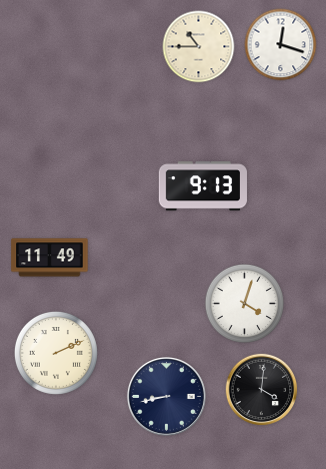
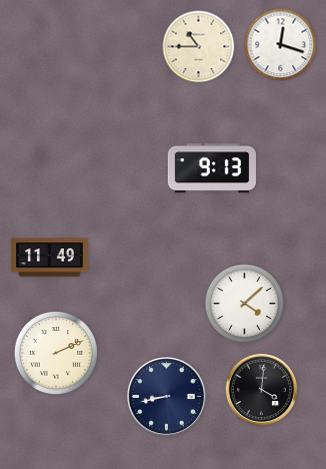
clock at (203, 186) position: (203, 186) -> (212, 168)
clock at (245, 304): 4:03 -> 4:08
